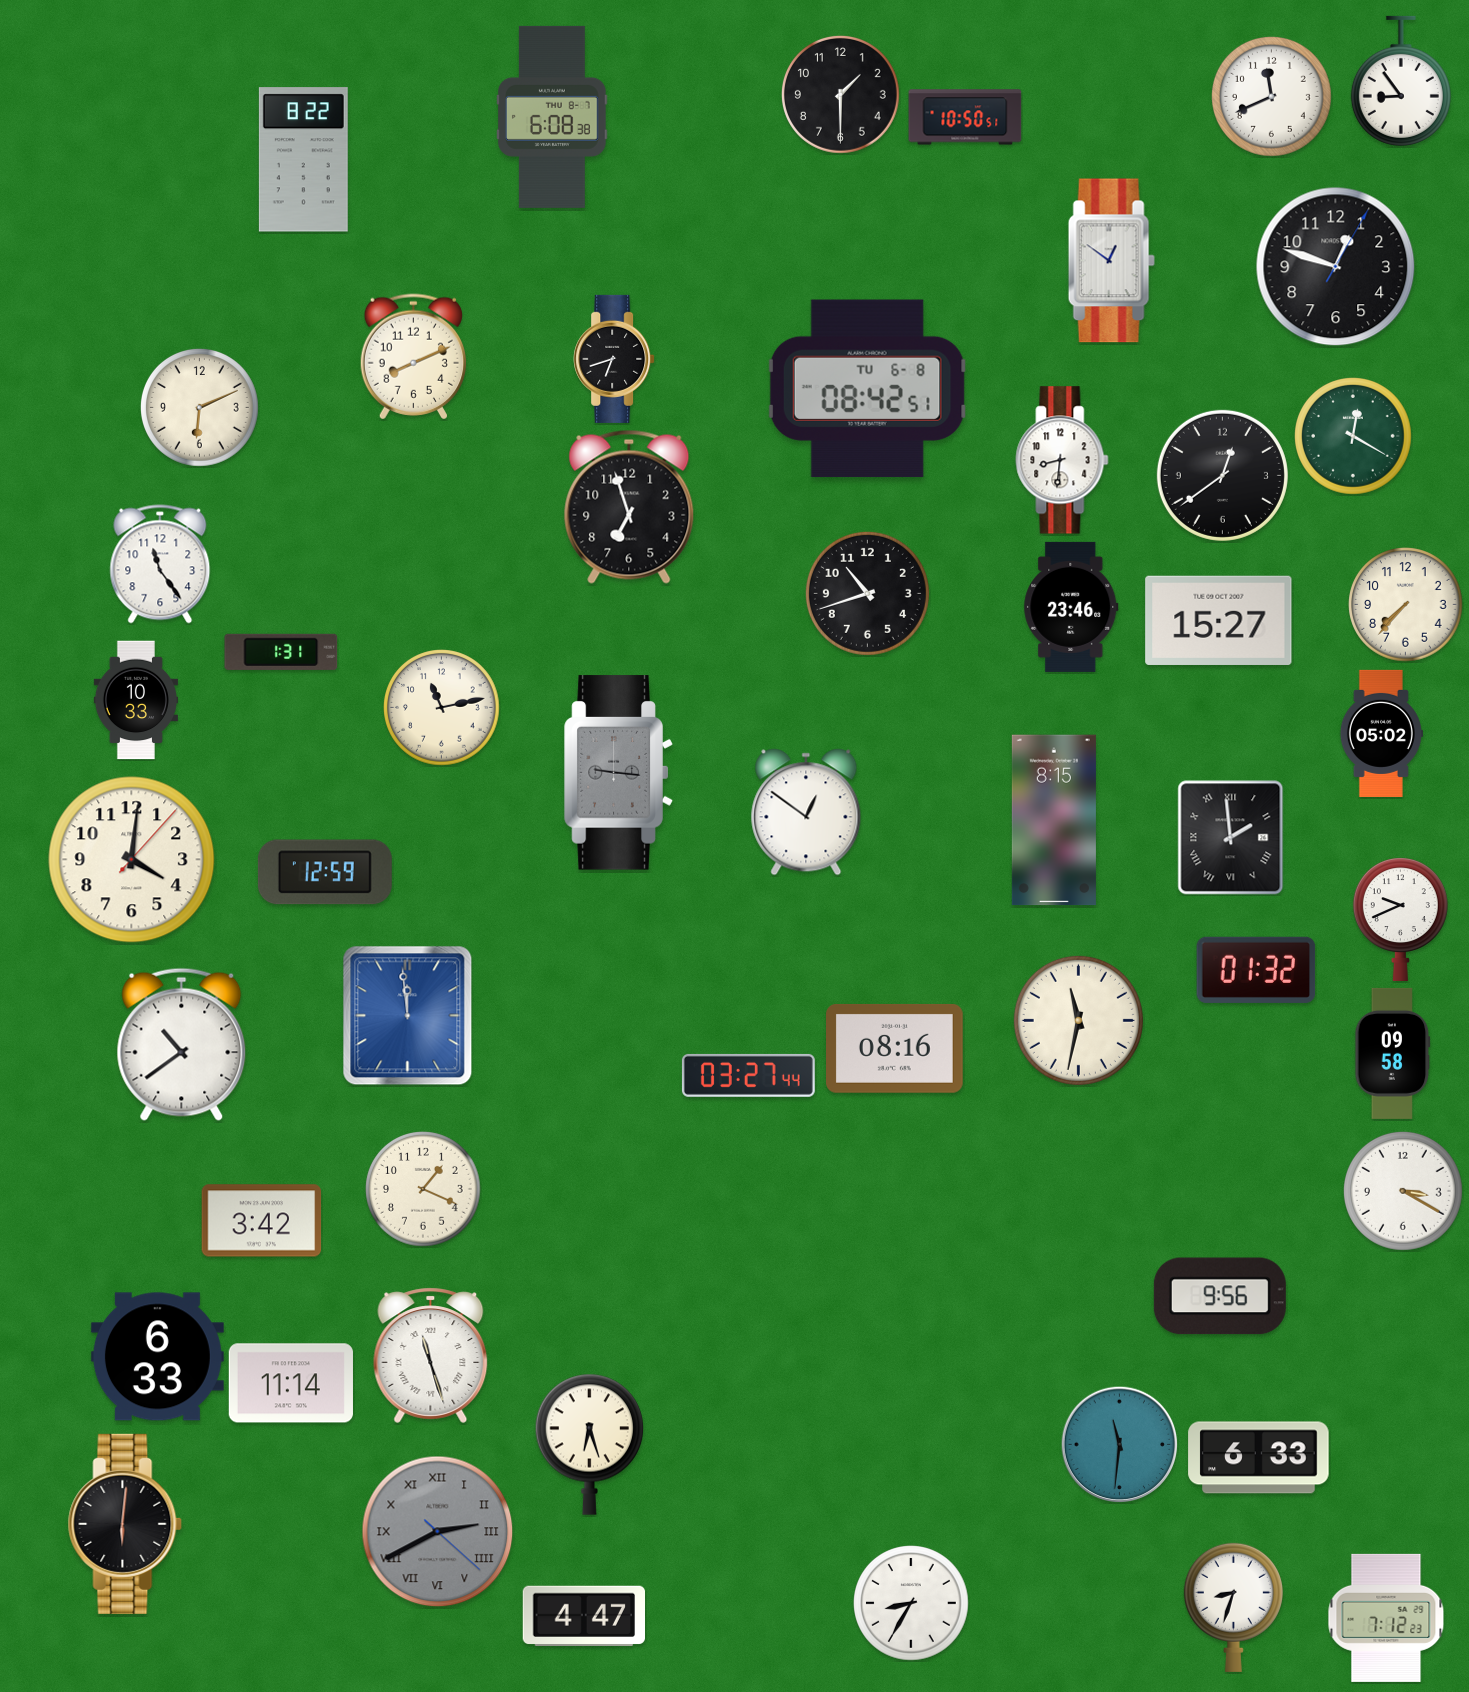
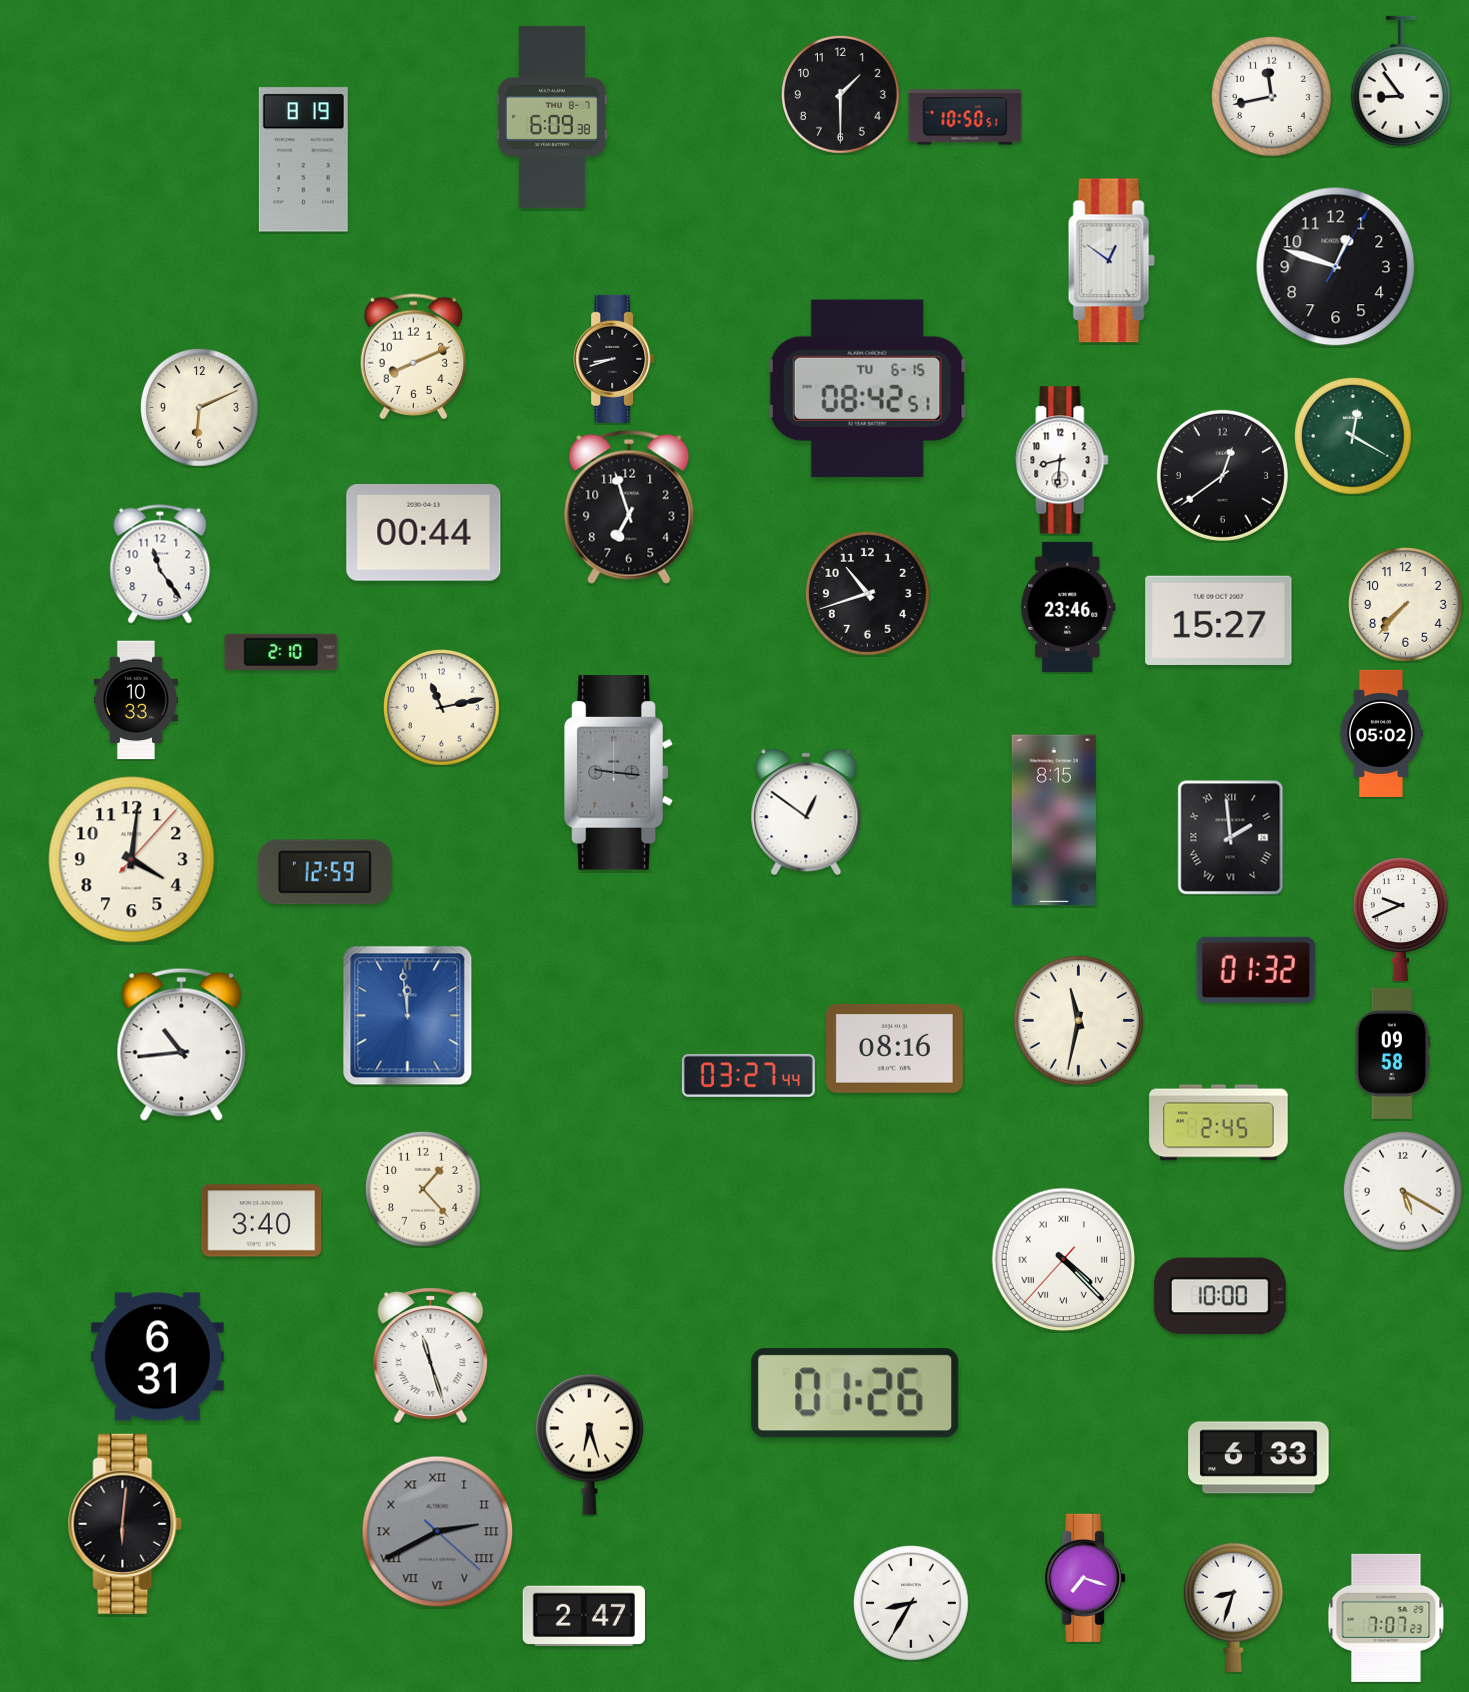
clock at (1271, 96): 11:41 -> 11:43
clock at (553, 117): 6:08 -> 6:09
clock at (303, 160): 8:22 -> 8:19
clock at (614, 359): 6:42 -> 8:42
clock at (868, 389) date: TU 6-8 -> TU 6-15
clock at (424, 533): none -> 00:44
clock at (1071, 607) position: (1071, 607) -> (1068, 607)
clock at (281, 652): 1:31 -> 2:10
clock at (182, 1044): 10:39 -> 10:44
clock at (1219, 1123): none -> 2:45
clock at (423, 1189): 1:19 -> 1:23
clock at (1403, 1191): 3:20 -> 5:20
clock at (262, 1221): 3:42 -> 3:40
clock at (1064, 1260): none -> 4:22
clock at (1220, 1296): 9:56 -> 10:00
clock at (157, 1357): 6:33 -> 6:31
clock at (291, 1383): 11:14 -> none
clock at (855, 1393): none -> 01:26
clock at (1119, 1444): 11:31 -> none
clock at (1085, 1578): none -> 7:18
clock at (583, 1615): 4:47 -> 2:47
clock at (1386, 1618): 7:12 -> 7:07
